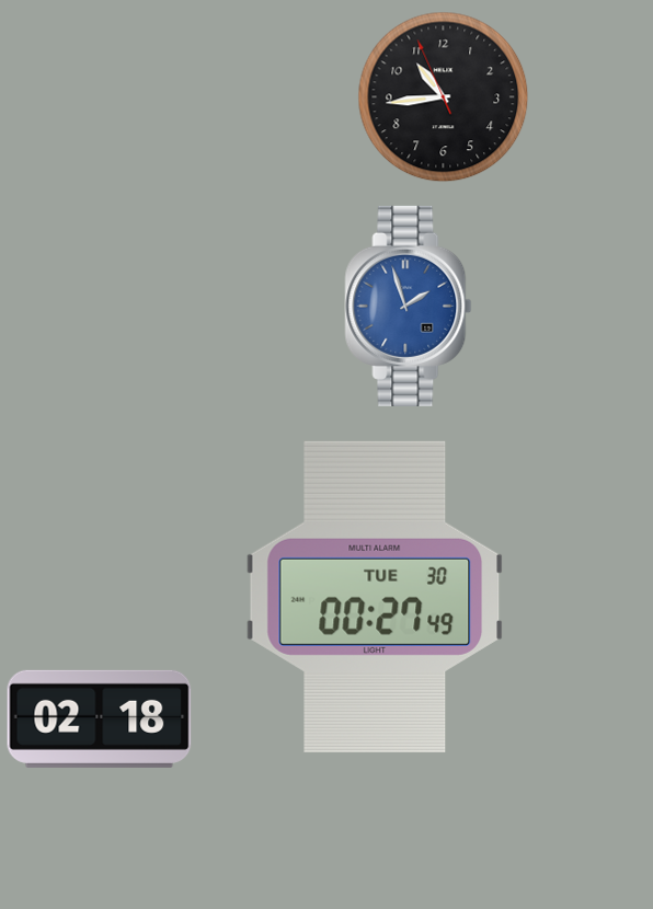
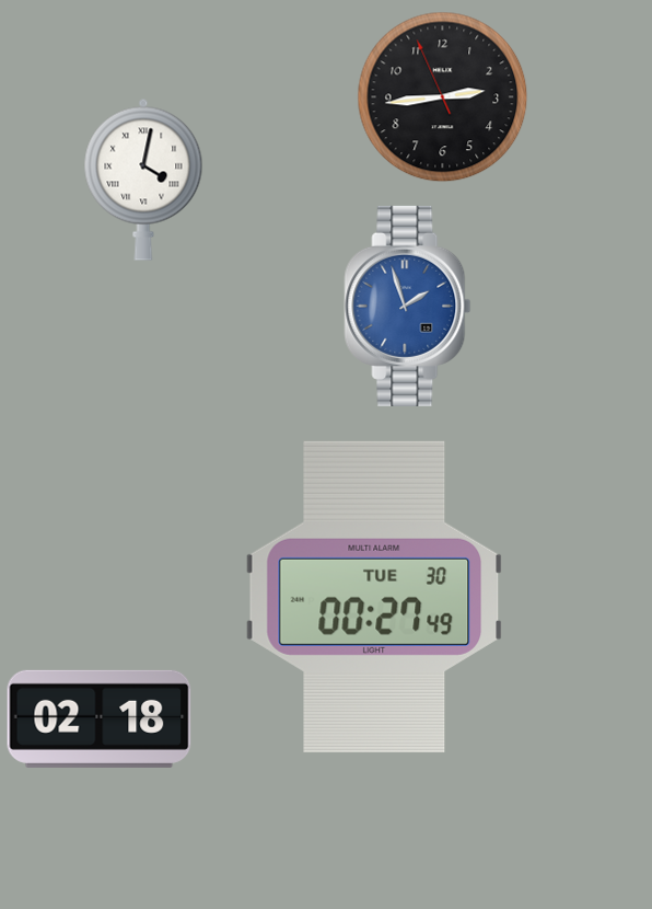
clock at (444, 97): 10:43 -> 2:43
clock at (143, 180): none -> 4:02
